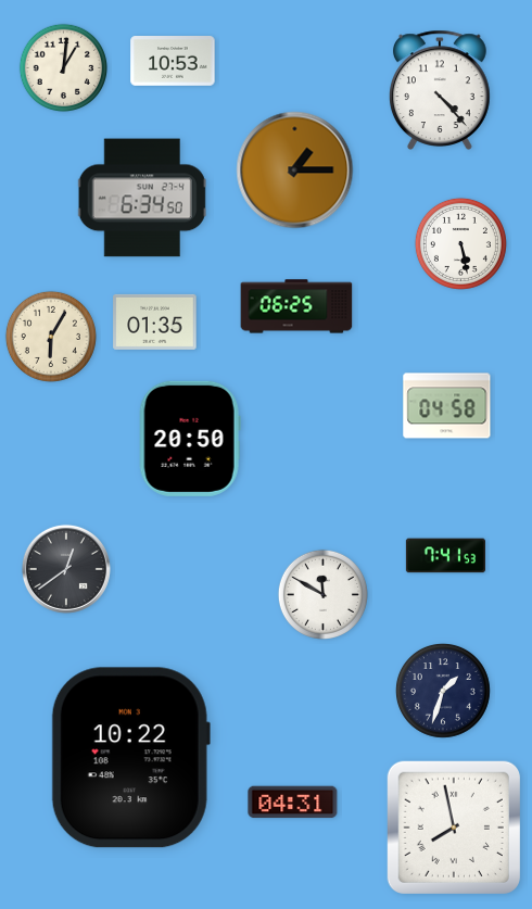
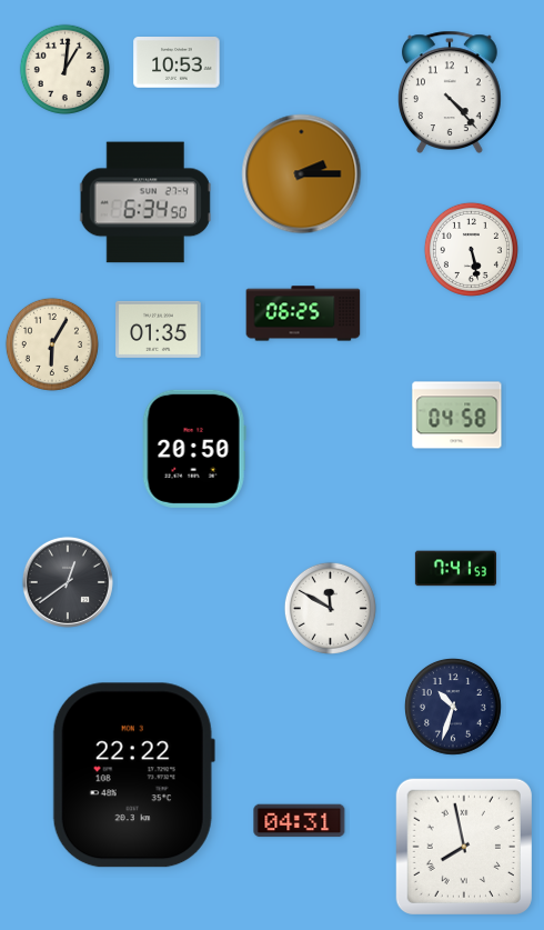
clock at (295, 171): 1:15 -> 2:15
clock at (444, 692): 1:33 -> 10:33
clock at (130, 758): 10:22 -> 22:22
